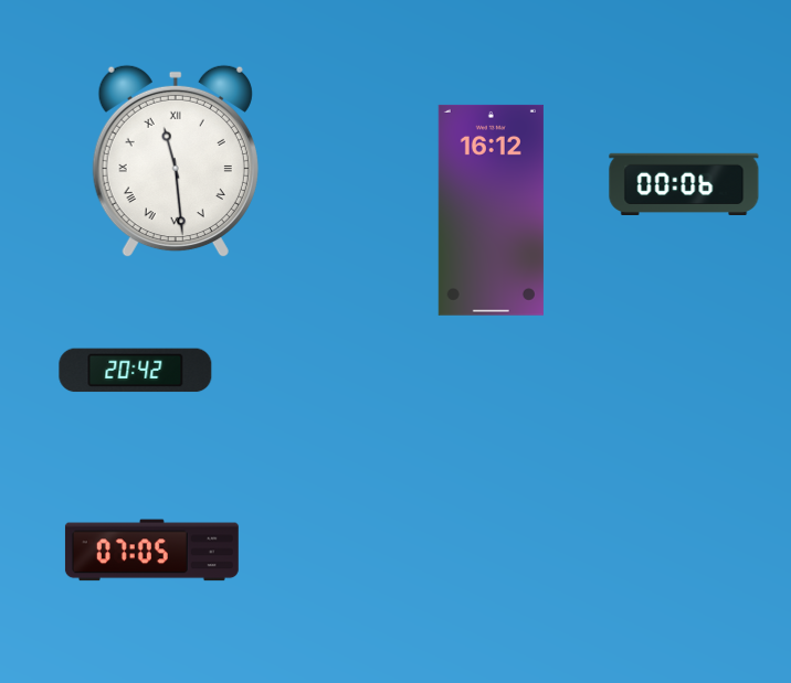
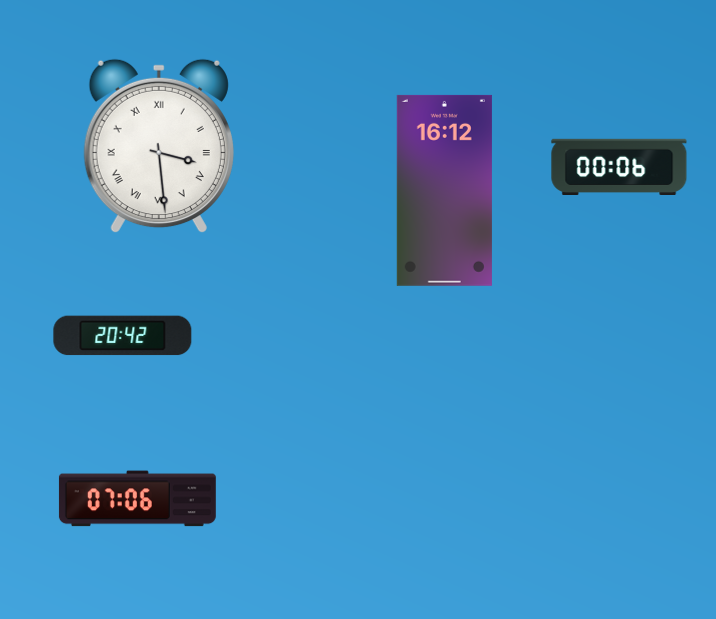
clock at (176, 161): 11:29 -> 3:29
clock at (151, 551): 07:05 -> 07:06
